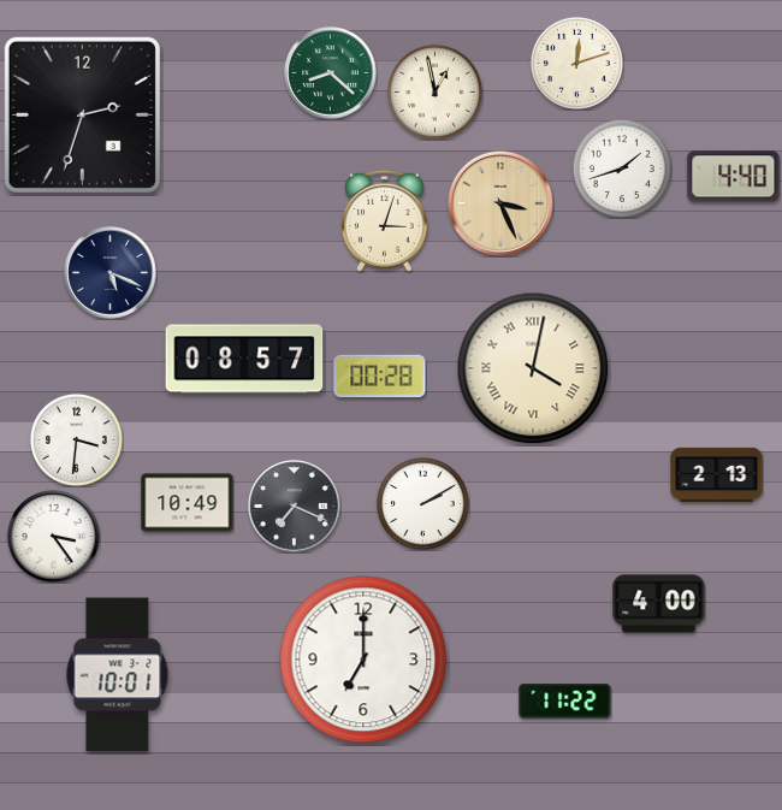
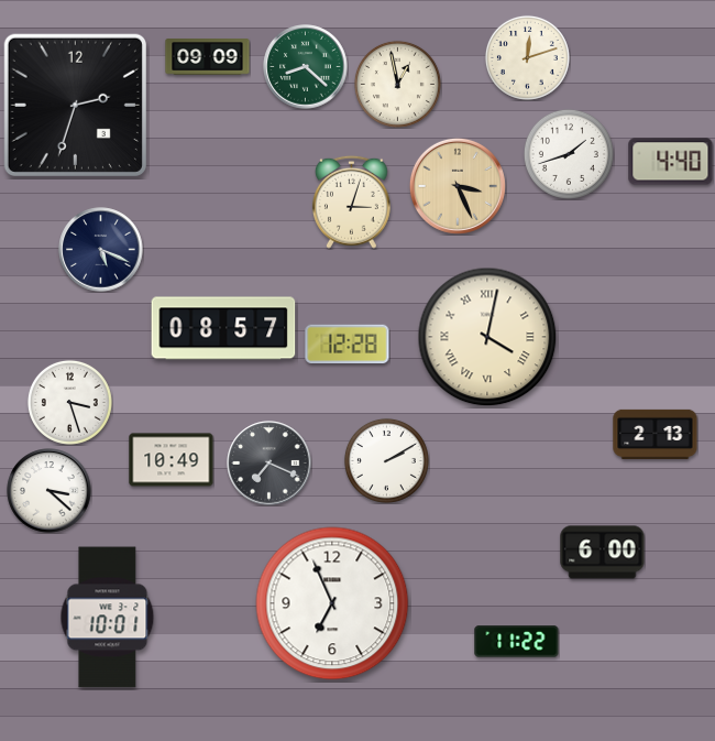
clock at (208, 57): none -> 09:09
clock at (331, 73) position: (331, 73) -> (306, 67)
clock at (380, 377): 00:28 -> 12:28
clock at (76, 439): 3:31 -> 3:27
clock at (54, 537): 3:24 -> 3:22
clock at (659, 604): 4:00 -> 6:00
clock at (363, 660): 7:00 -> 6:56
